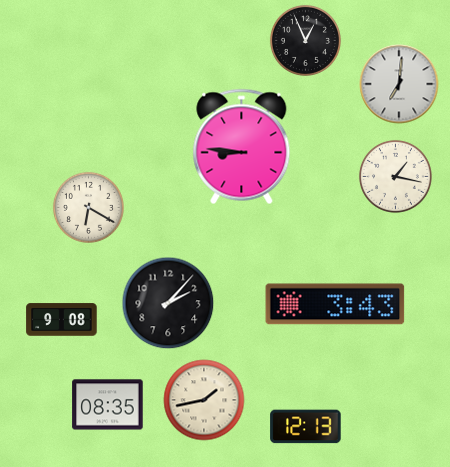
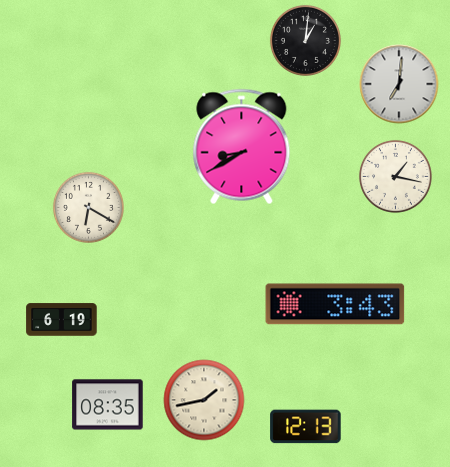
clock at (305, 40): 12:56 -> 1:01
clock at (242, 147): 8:46 -> 8:40
clock at (168, 303): 2:07 -> none
clock at (62, 320): 9:08 -> 6:19
